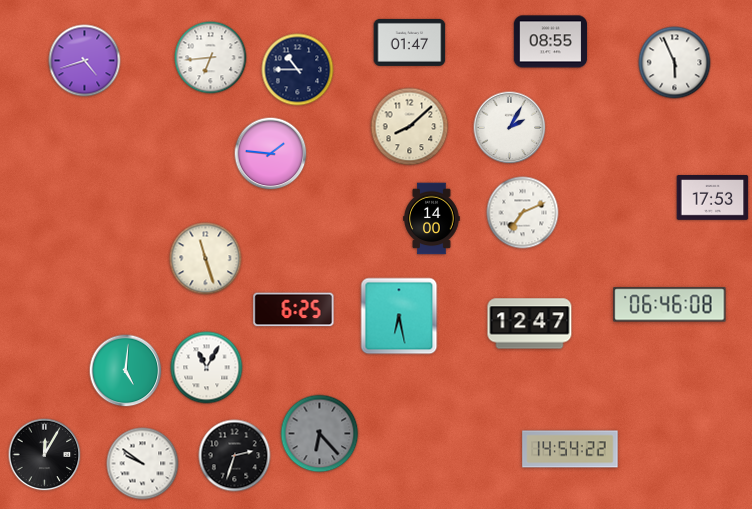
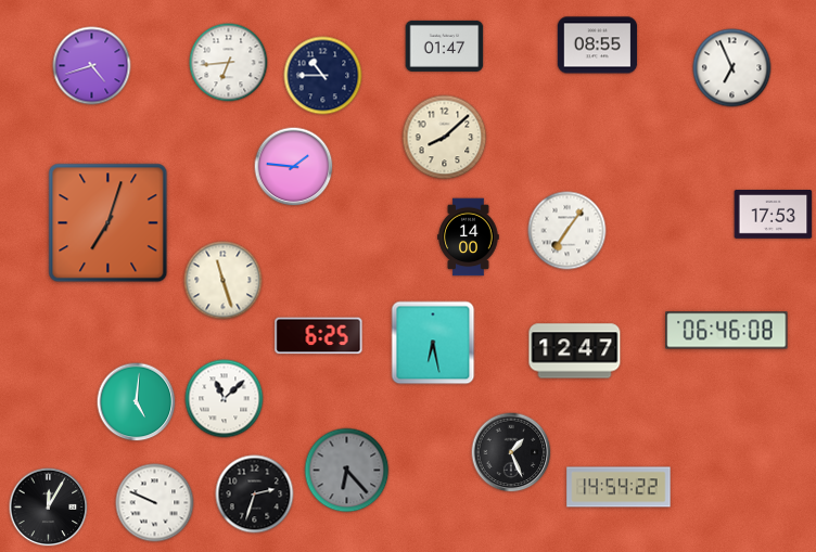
clock at (675, 63): 5:56 -> 6:56
clock at (510, 128): 2:05 -> none
clock at (109, 223): none -> 7:03
clock at (523, 213): 7:11 -> 7:06
clock at (207, 368): 11:05 -> 11:08
clock at (511, 452): none -> 1:26
clock at (45, 455) position: (45, 455) -> (49, 508)
clock at (143, 464): 9:51 -> 9:49
